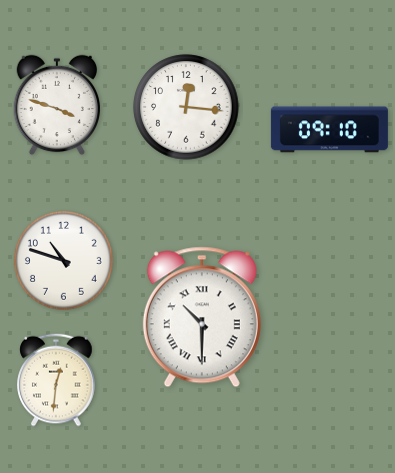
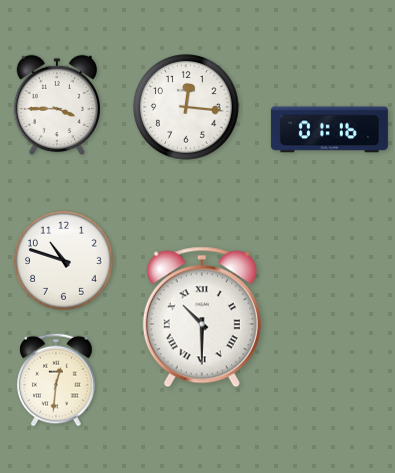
clock at (57, 105): 3:48 -> 3:45
clock at (329, 130): 09:10 -> 01:16
